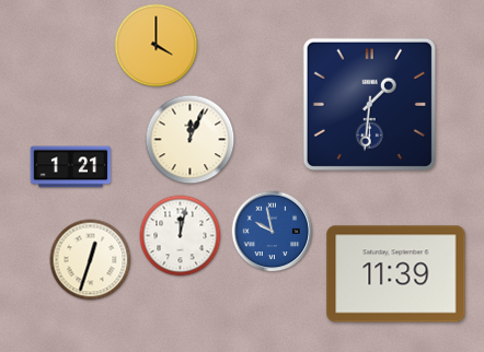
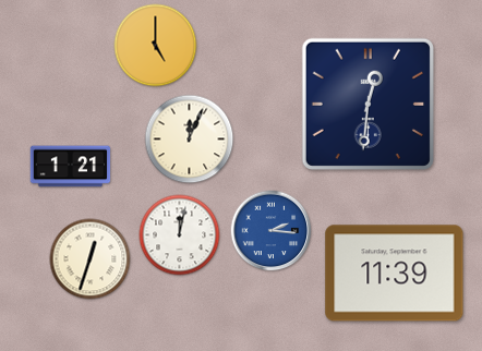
clock at (157, 46): 4:00 -> 5:00
clock at (369, 104): 1:31 -> 12:31
clock at (273, 232): 9:58 -> 2:16
